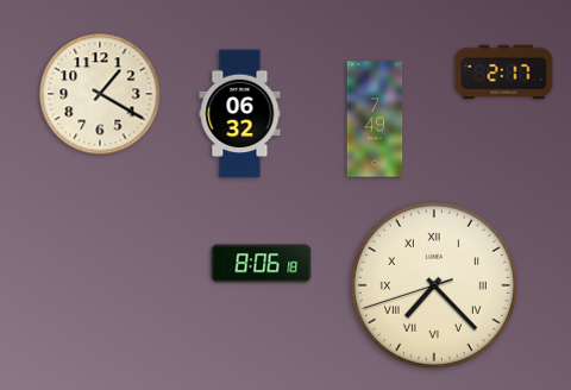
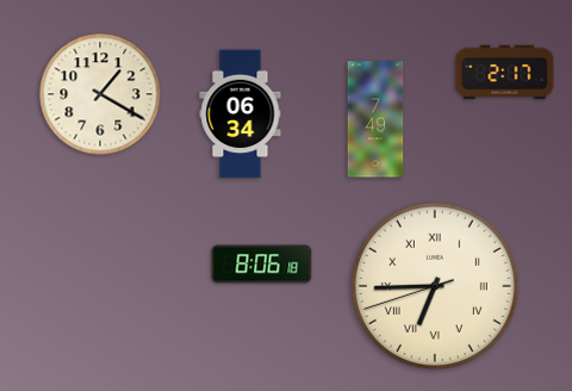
clock at (240, 114): 06:32 -> 06:34
clock at (434, 285): 7:22 -> 6:44
